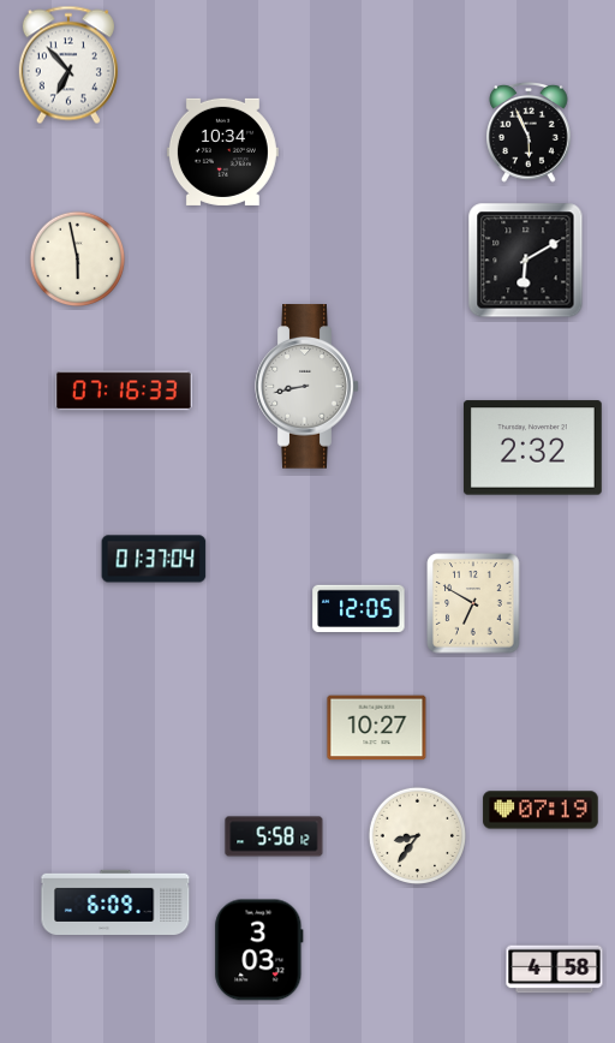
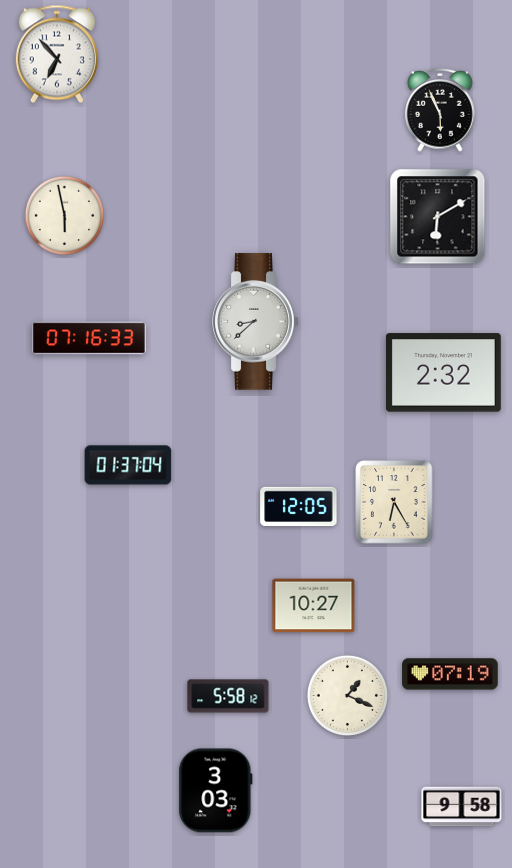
clock at (222, 151): 10:34 -> none
clock at (307, 387): 8:43 -> 8:38
clock at (124, 391) position: (124, 391) -> (89, 338)
clock at (473, 603): 6:50 -> 6:25
clock at (417, 835): 8:36 -> 1:19
clock at (115, 901): 6:09 -> none
clock at (555, 970): 4:58 -> 9:58
